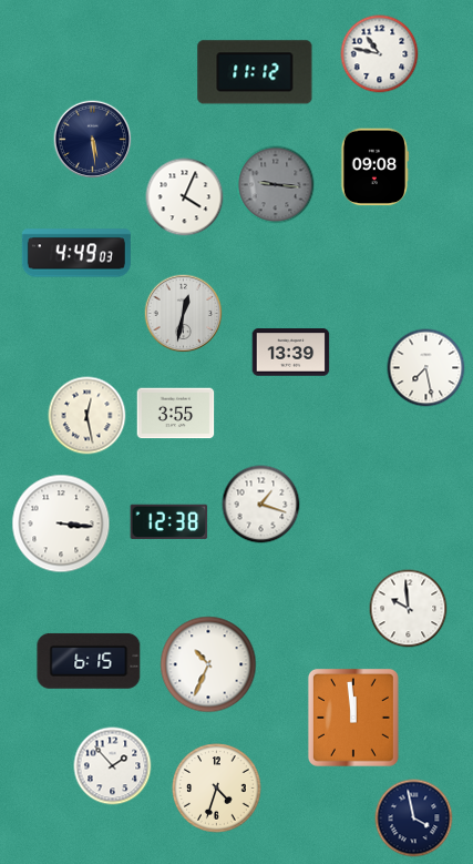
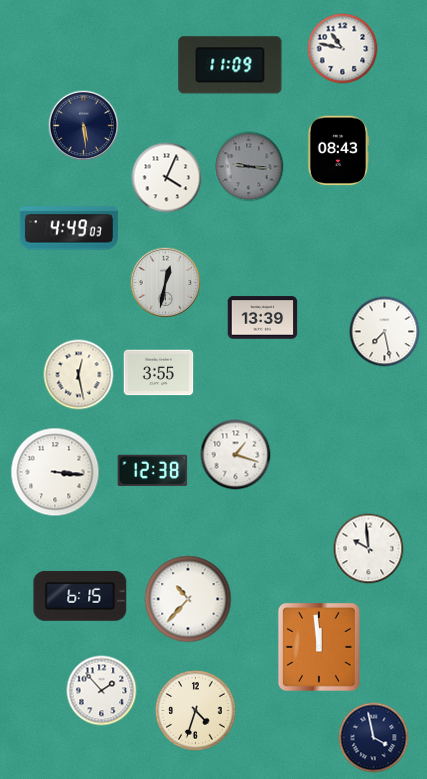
clock at (255, 72): 11:12 -> 11:09
clock at (374, 167): 09:08 -> 08:43
clock at (208, 664): 10:34 -> 10:37
